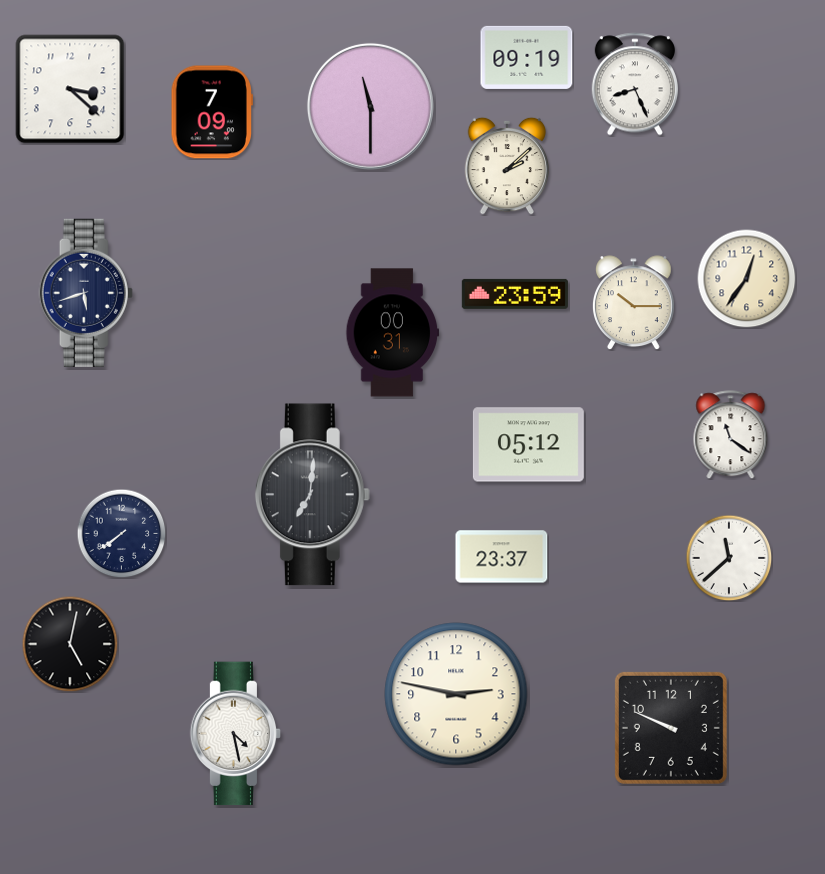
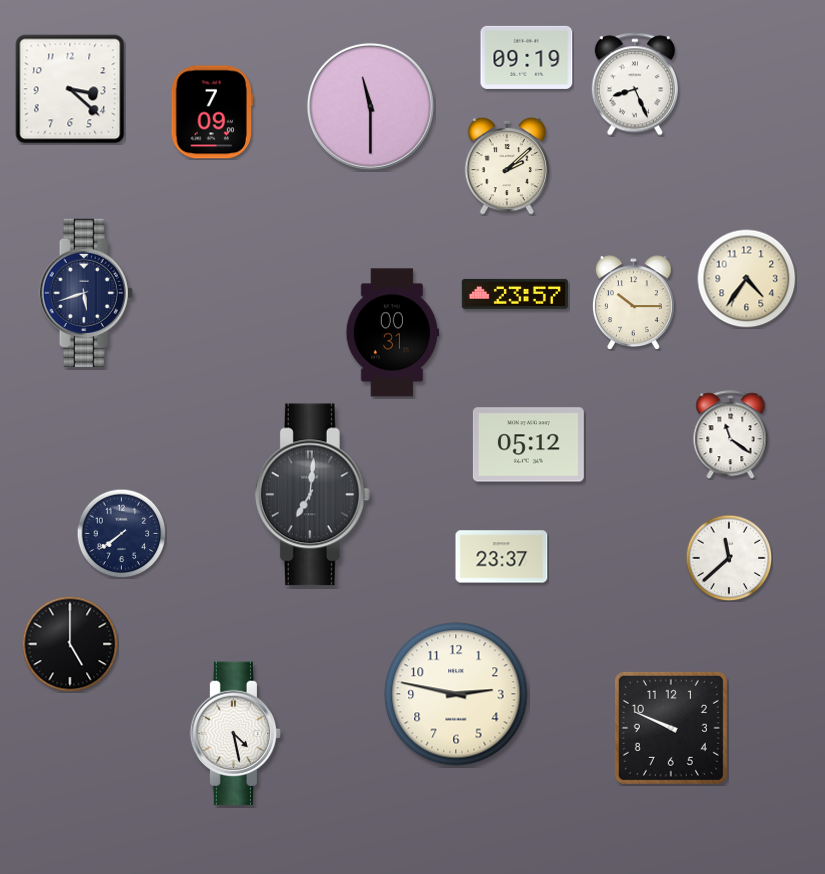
clock at (747, 279): 12:36 -> 4:36
clock at (515, 294): 23:59 -> 23:57
clock at (70, 644): 5:02 -> 5:00
